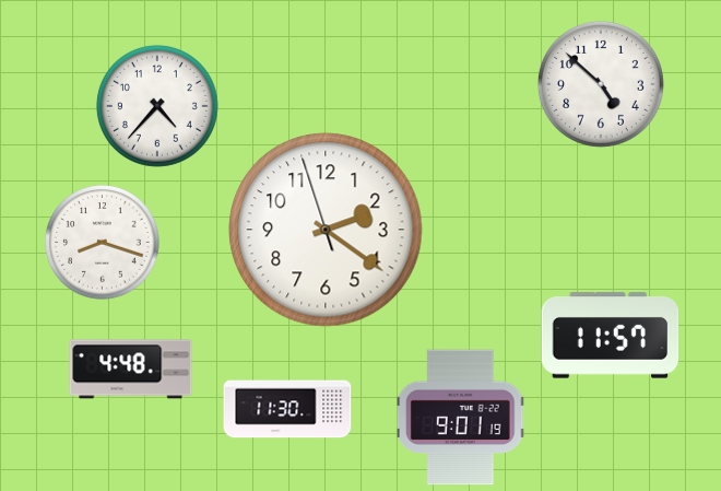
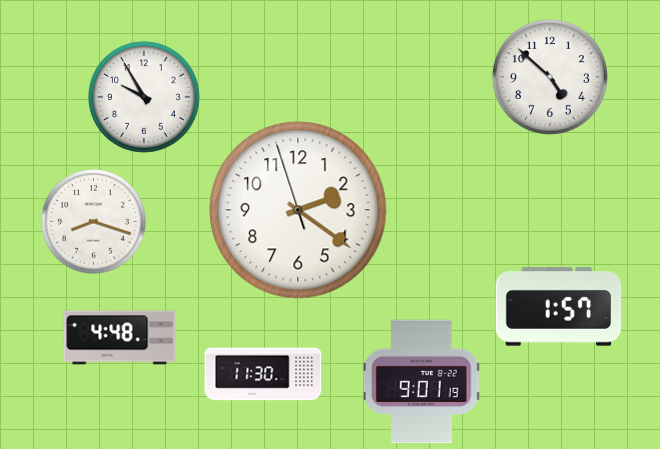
clock at (157, 106): 4:37 -> 9:55
clock at (611, 336): 11:57 -> 1:57
